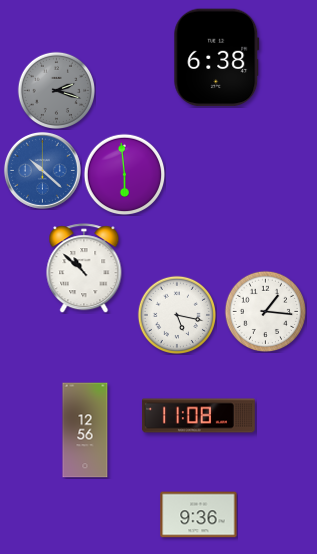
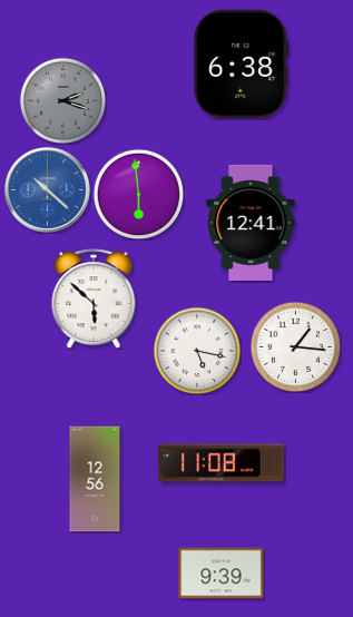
clock at (251, 223): none -> 12:41
clock at (84, 268): 10:52 -> 5:52
clock at (199, 515): 9:36 -> 9:39
